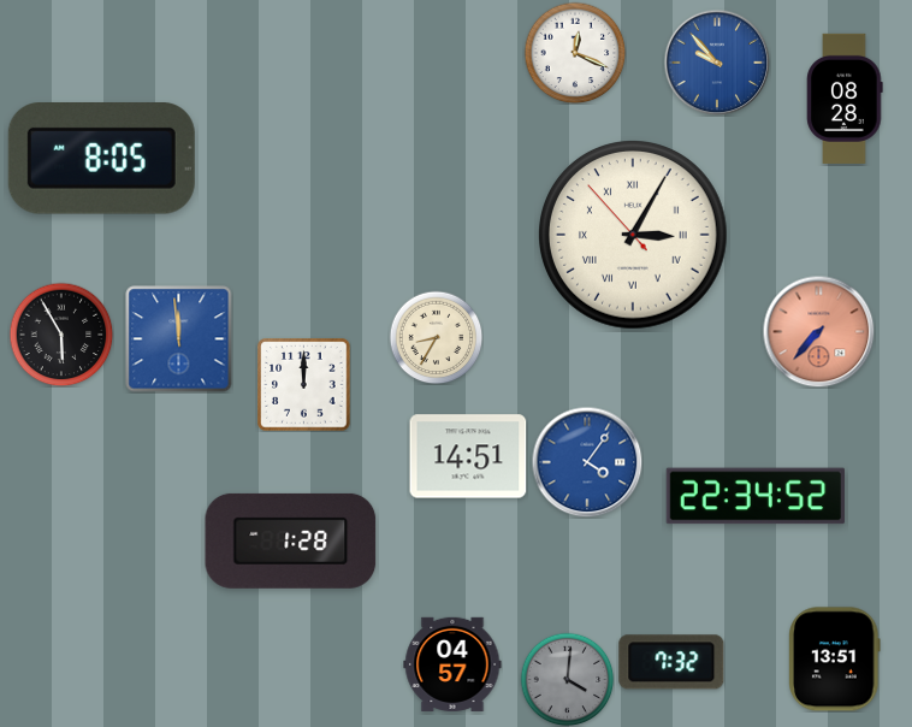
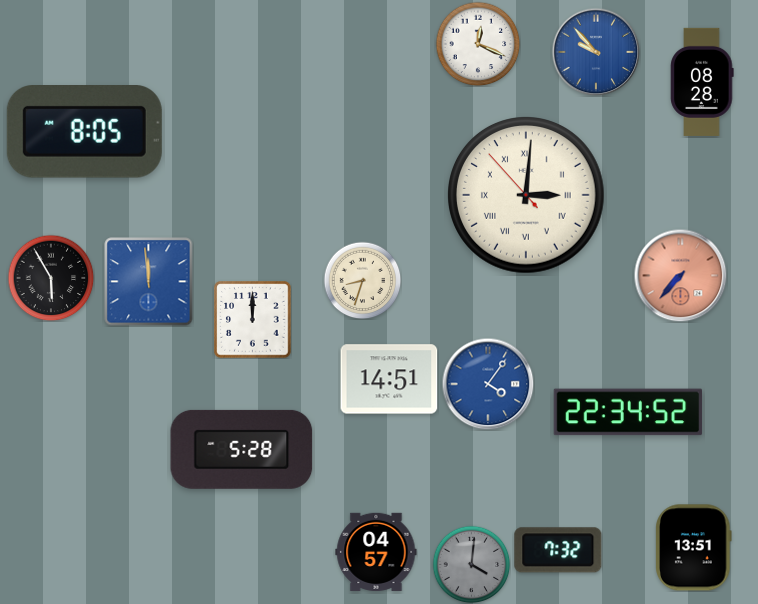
clock at (634, 236): 3:04 -> 3:00
clock at (436, 337): 8:35 -> 8:33
clock at (291, 540): 1:28 -> 5:28
